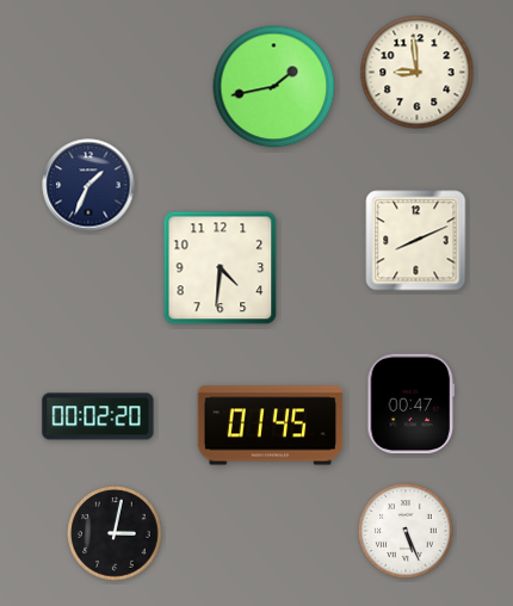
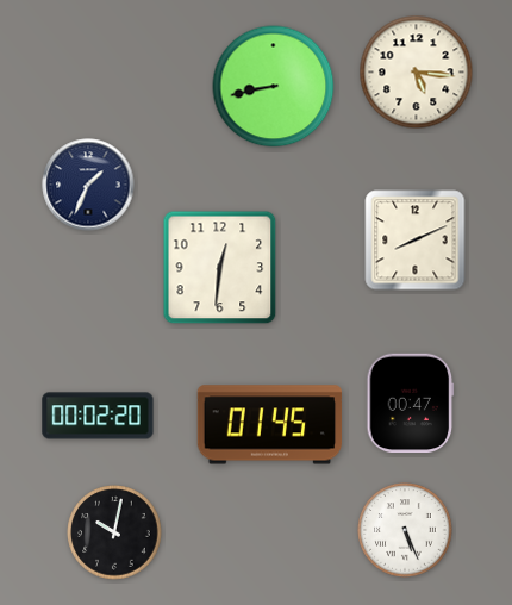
clock at (418, 73): 8:59 -> 5:16
clock at (274, 87): 1:43 -> 8:43
clock at (221, 268): 4:31 -> 12:31
clock at (115, 533): 3:02 -> 10:02
